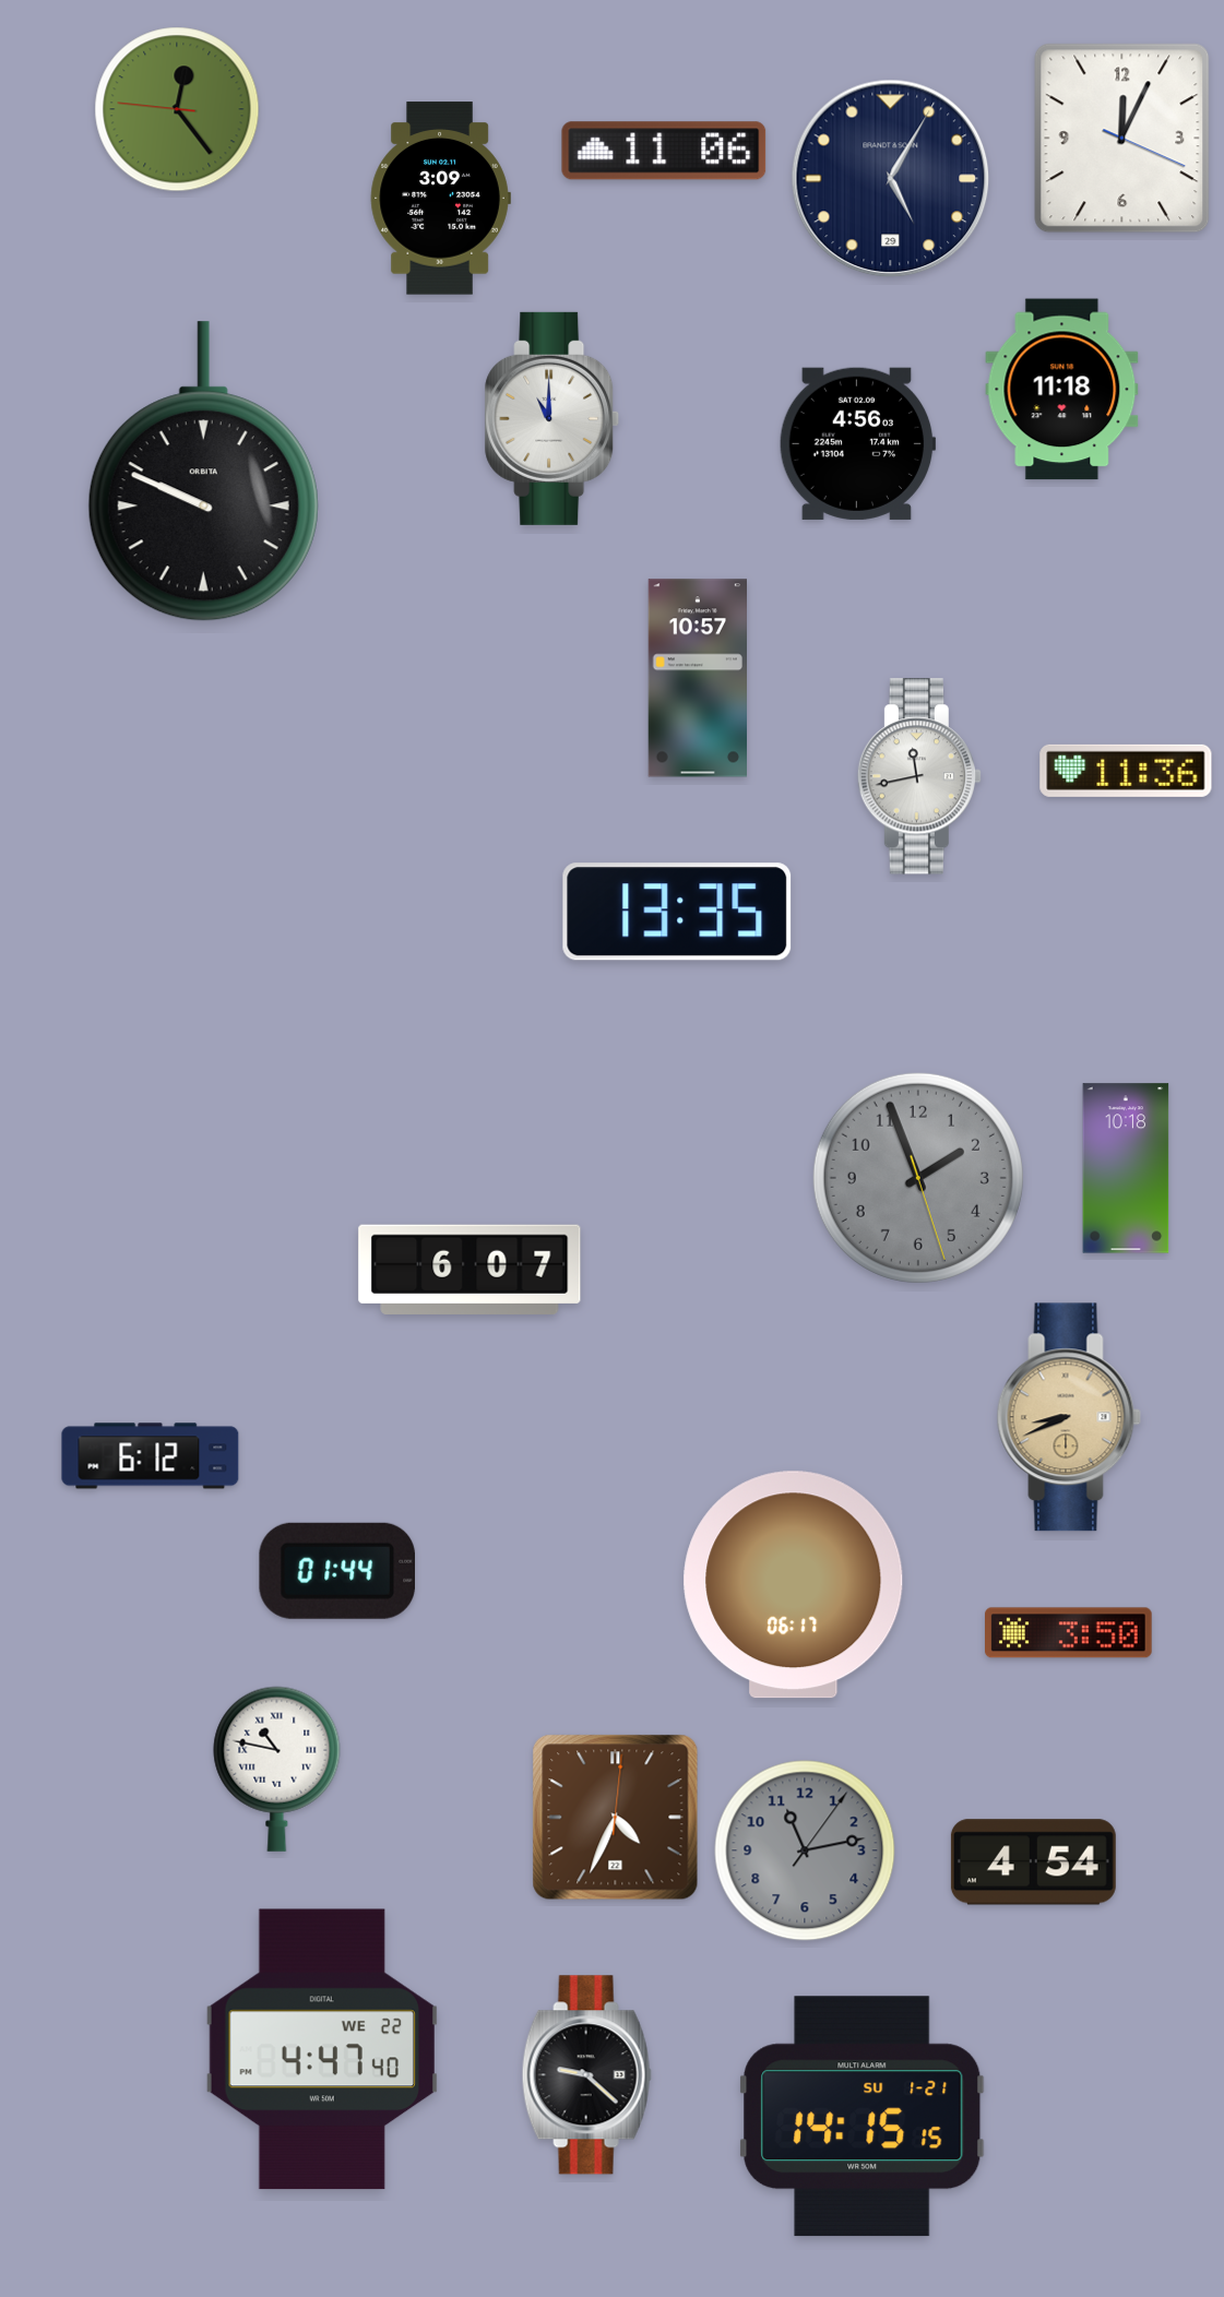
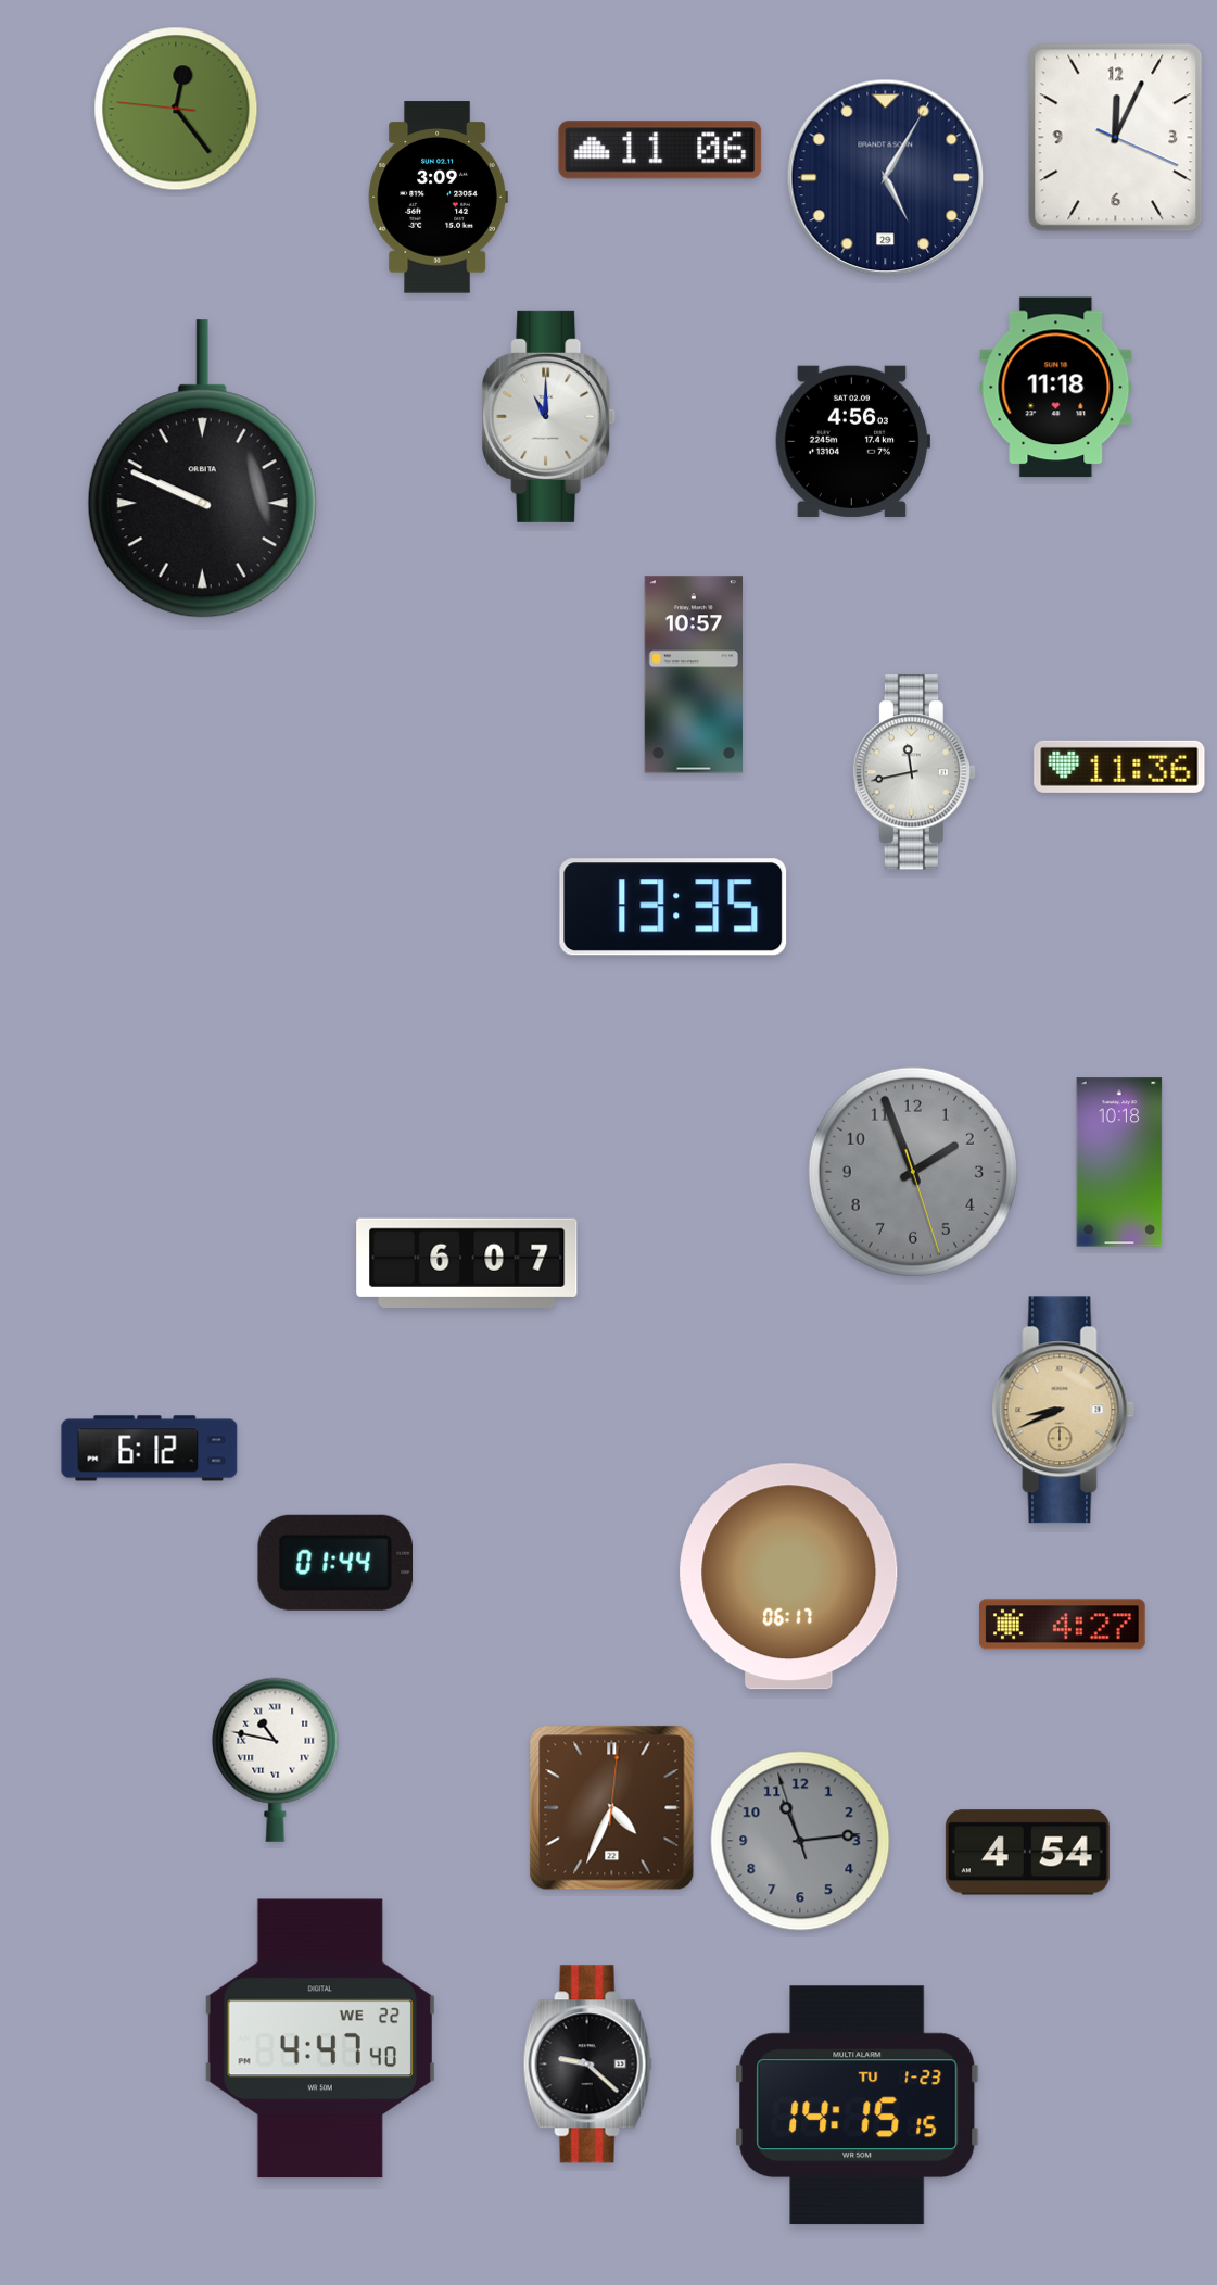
clock at (1069, 1633): 3:50 -> 4:27
clock at (805, 1850): 11:13:06 -> 11:13:57
clock at (586, 2075) position: (586, 2075) -> (587, 2065)
clock at (863, 2117) date: SU 1-21 -> TU 1-23
